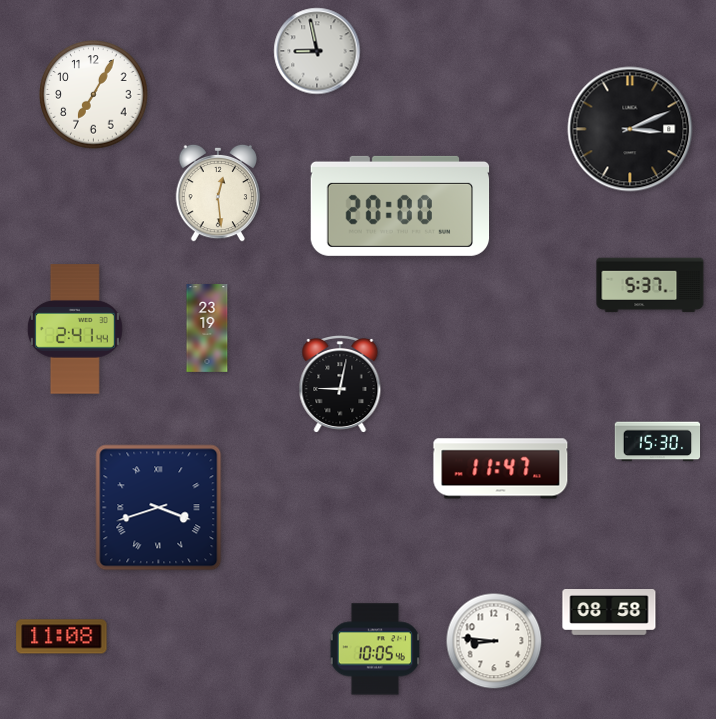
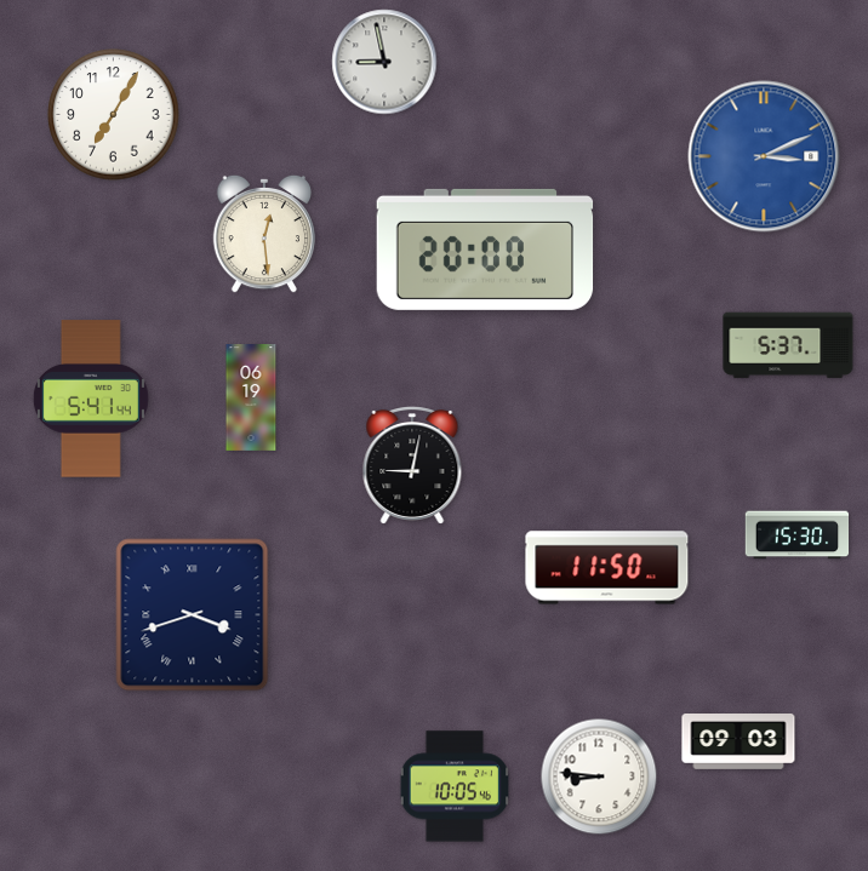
clock at (630, 129) dial: black -> blue
clock at (75, 329): 2:41 -> 5:41
clock at (207, 329): 23:19 -> 06:19
clock at (501, 469): 11:47 -> 11:50
clock at (609, 613): 08:58 -> 09:03
clock at (62, 637): 11:08 -> none
